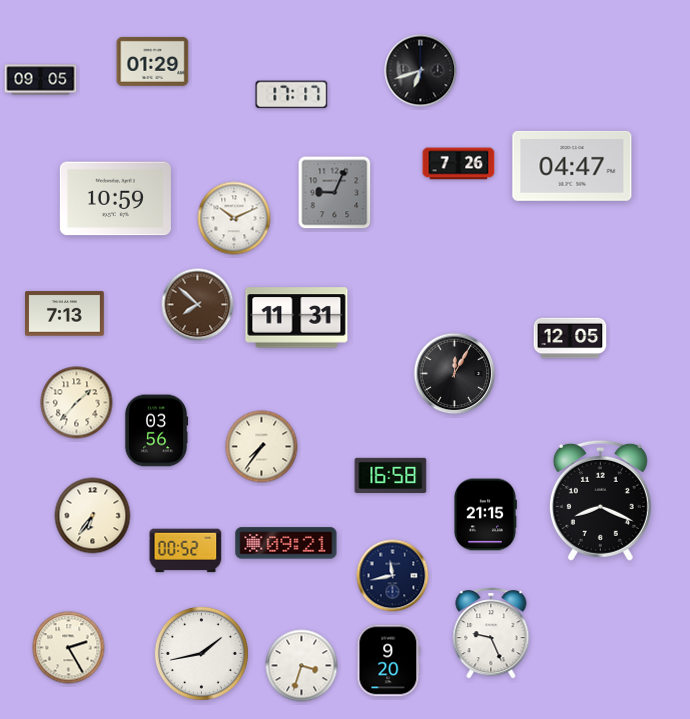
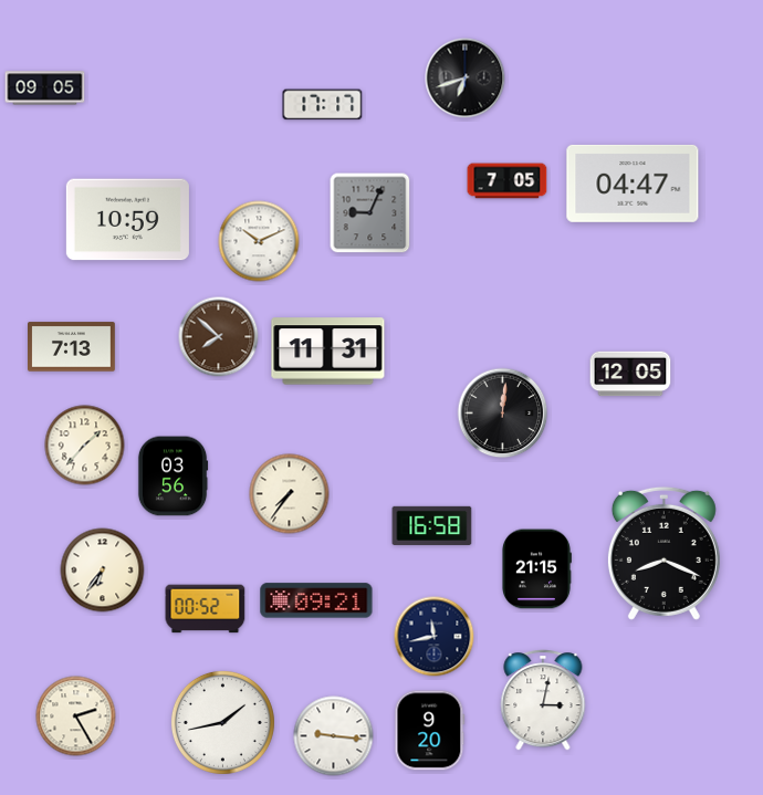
clock at (153, 61): 01:29 -> none
clock at (459, 164): 7:26 -> 7:05
clock at (455, 374): 12:05 -> 12:01
clock at (491, 633): 9:26 -> 3:02
clock at (302, 666): 3:33 -> 9:16
